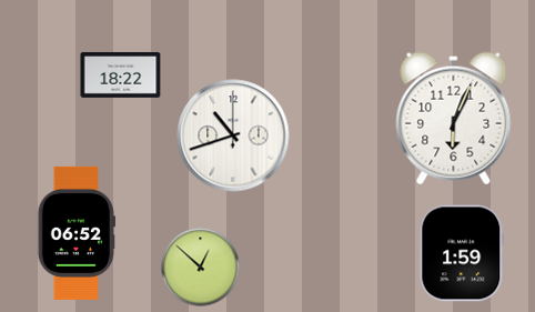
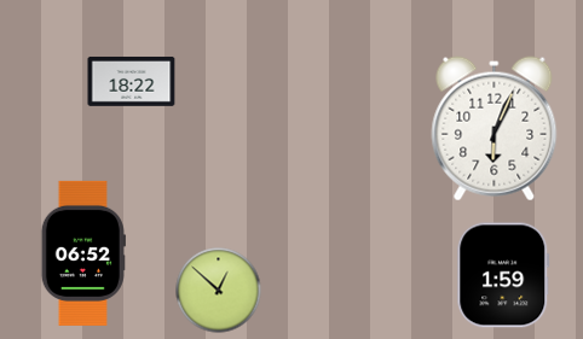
clock at (233, 135): 10:42 -> none
